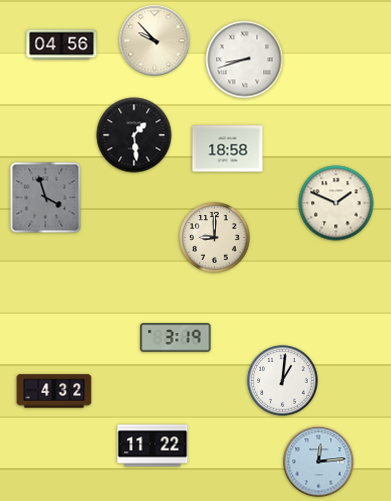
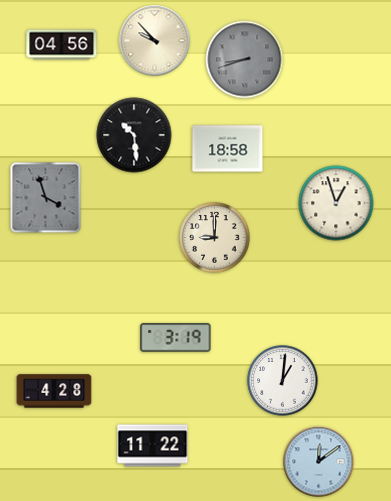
clock at (245, 60) dial: white -> grey
clock at (134, 135): 1:29 -> 10:29
clock at (336, 203): 1:49 -> 12:57
clock at (54, 391): 4:32 -> 4:28
clock at (319, 462): 12:14 -> 12:09
